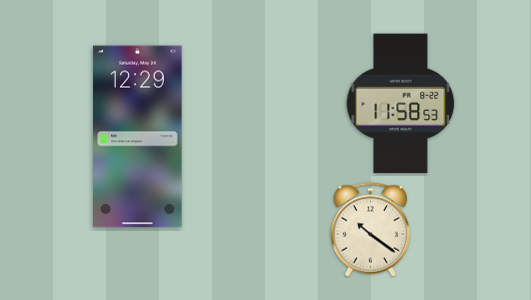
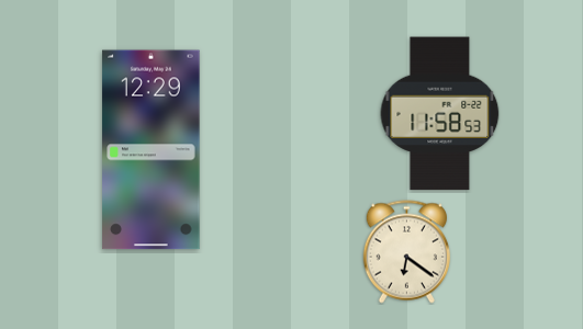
clock at (370, 230): 10:21 -> 6:21
